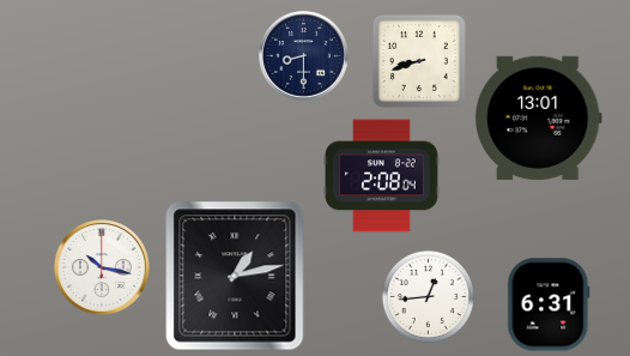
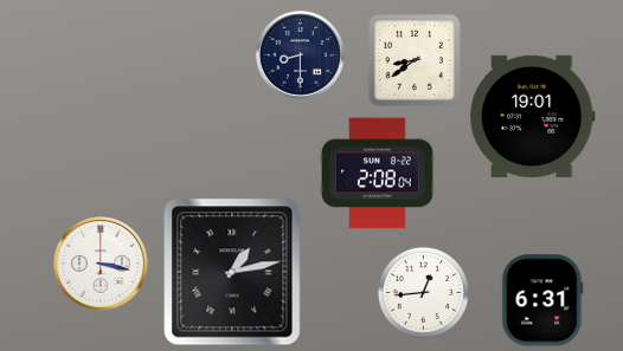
clock at (419, 61): 8:42 -> 8:39
clock at (538, 117): 13:01 -> 19:01
clock at (103, 268): 10:17 -> 3:17
